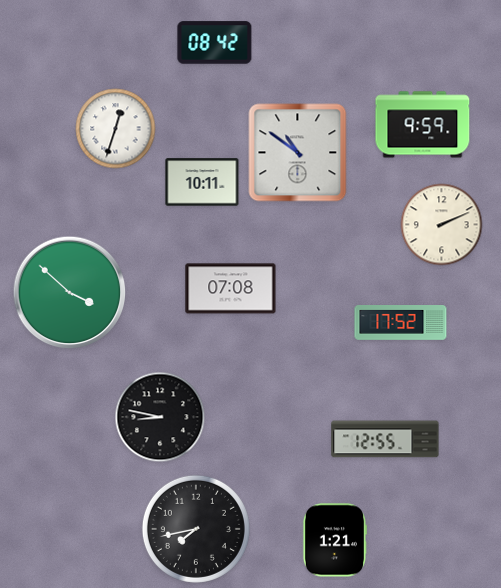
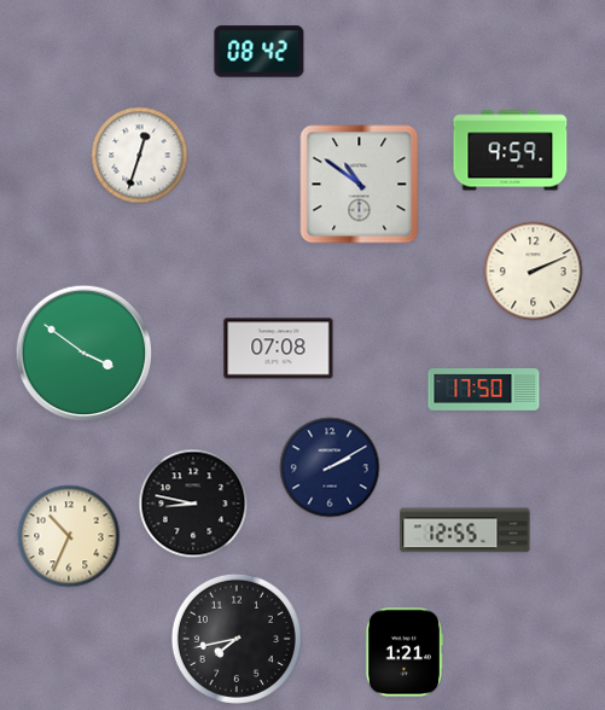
clock at (202, 182): 10:11 -> none
clock at (70, 293): 3:52 -> 3:51
clock at (401, 323): 17:52 -> 17:50
clock at (330, 467): none -> 2:10
clock at (69, 536): none -> 10:34
